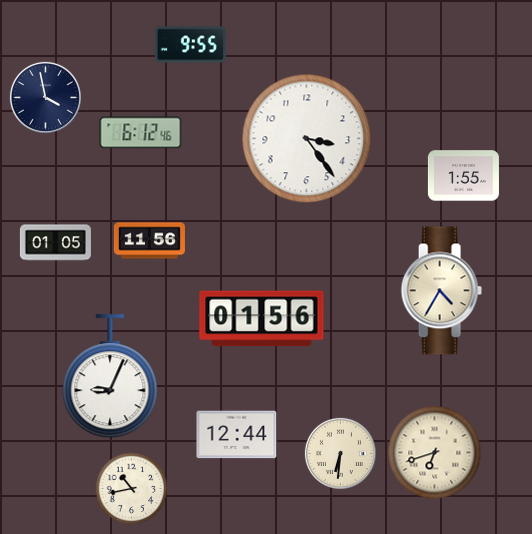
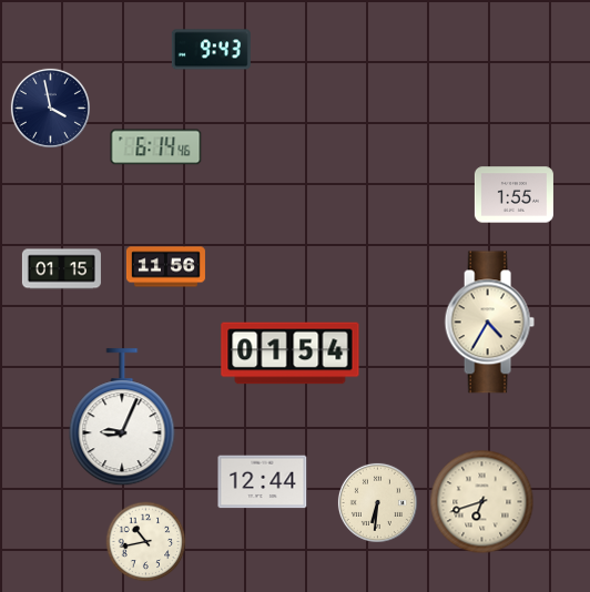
clock at (190, 45): 9:55 -> 9:43
clock at (141, 133): 6:12 -> 6:14
clock at (307, 139): 3:24 -> none
clock at (55, 243): 01:05 -> 01:15
clock at (262, 319): 01:56 -> 01:54
